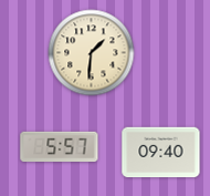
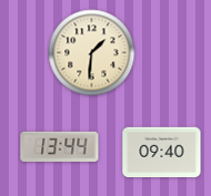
clock at (60, 147): 5:57 -> 13:44
